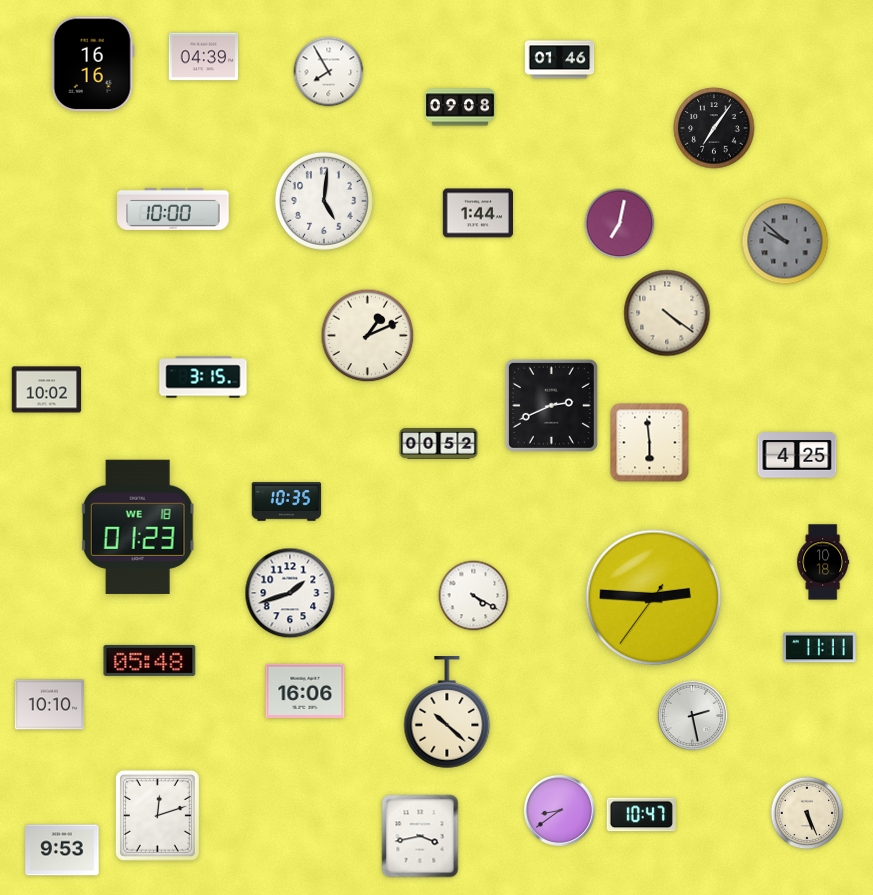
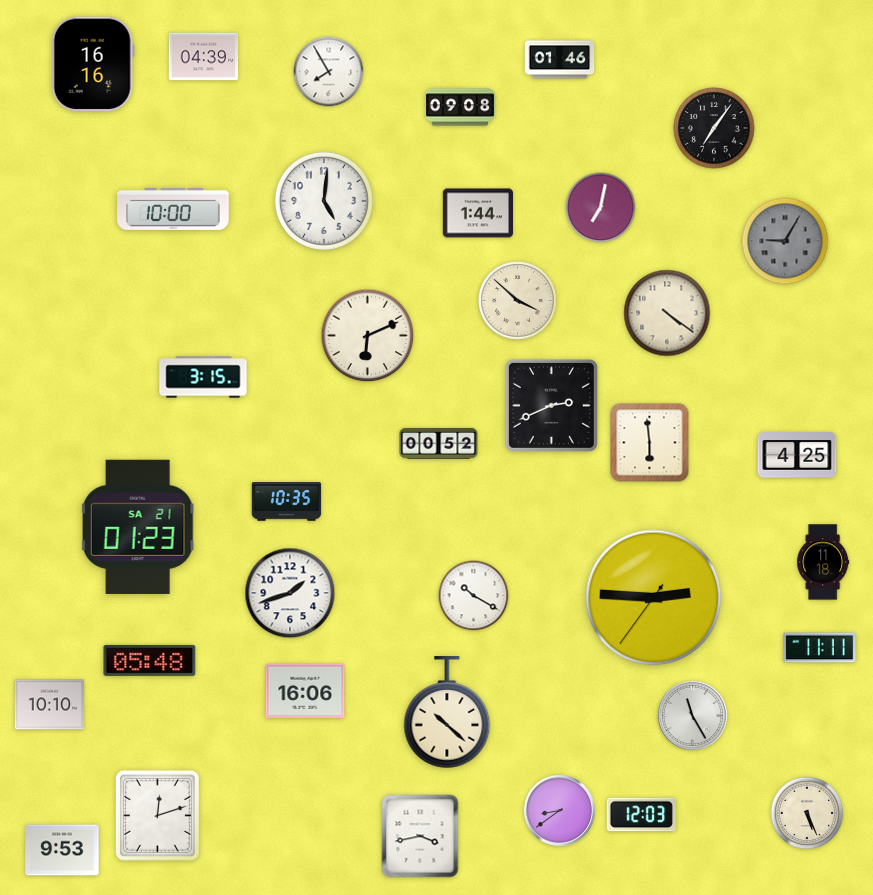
clock at (620, 224) position: (620, 224) -> (601, 208)
clock at (785, 241): 9:52 -> 9:05
clock at (518, 301): none -> 3:52
clock at (368, 336): 1:11 -> 6:11
clock at (47, 390): 10:02 -> none
clock at (138, 527) date: WE 18 -> SA 21
clock at (823, 562): 10:18 -> 11:18
clock at (474, 596): 4:20 -> 10:20
clock at (692, 715): 2:28 -> 11:25
clock at (641, 815): 10:47 -> 12:03
